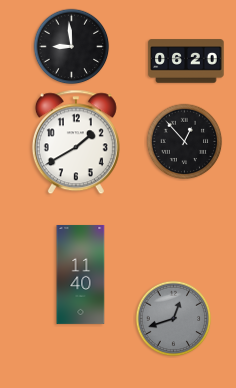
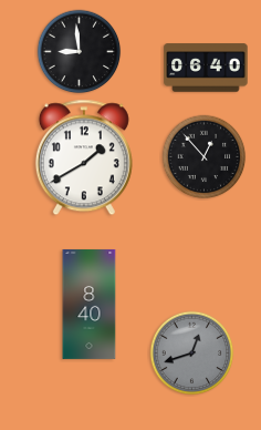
clock at (186, 61): 06:20 -> 06:40
clock at (81, 274): 11:40 -> 8:40
